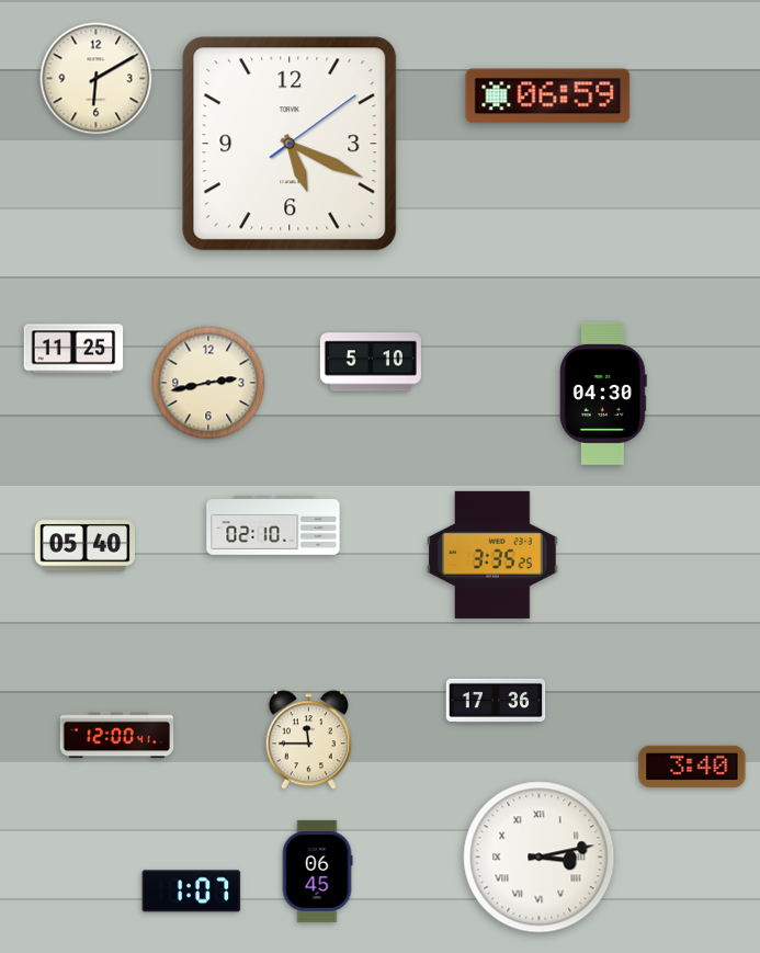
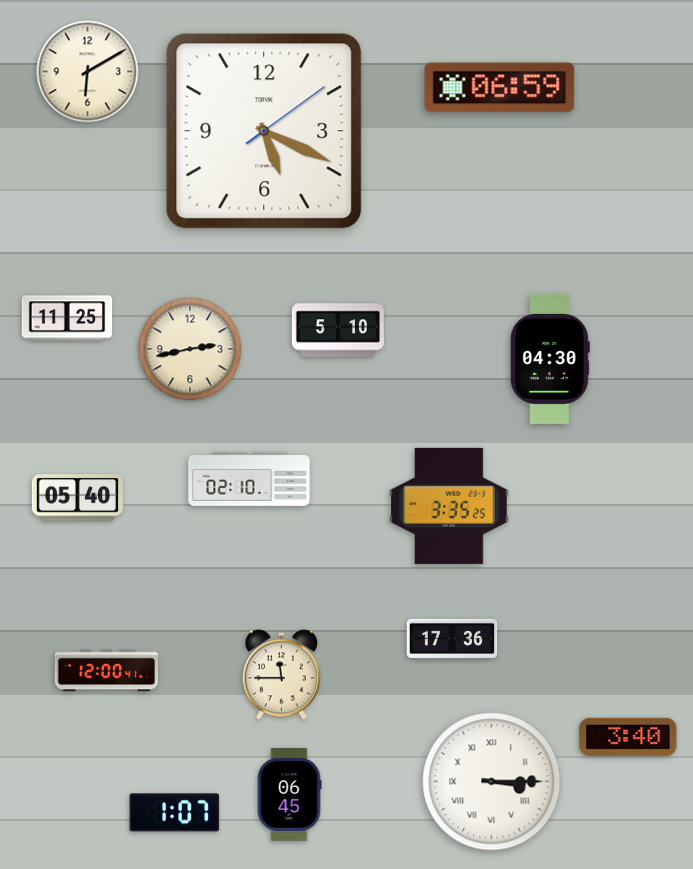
clock at (692, 767) position: (692, 767) -> (628, 737)
clock at (540, 858): 3:13 -> 3:15
